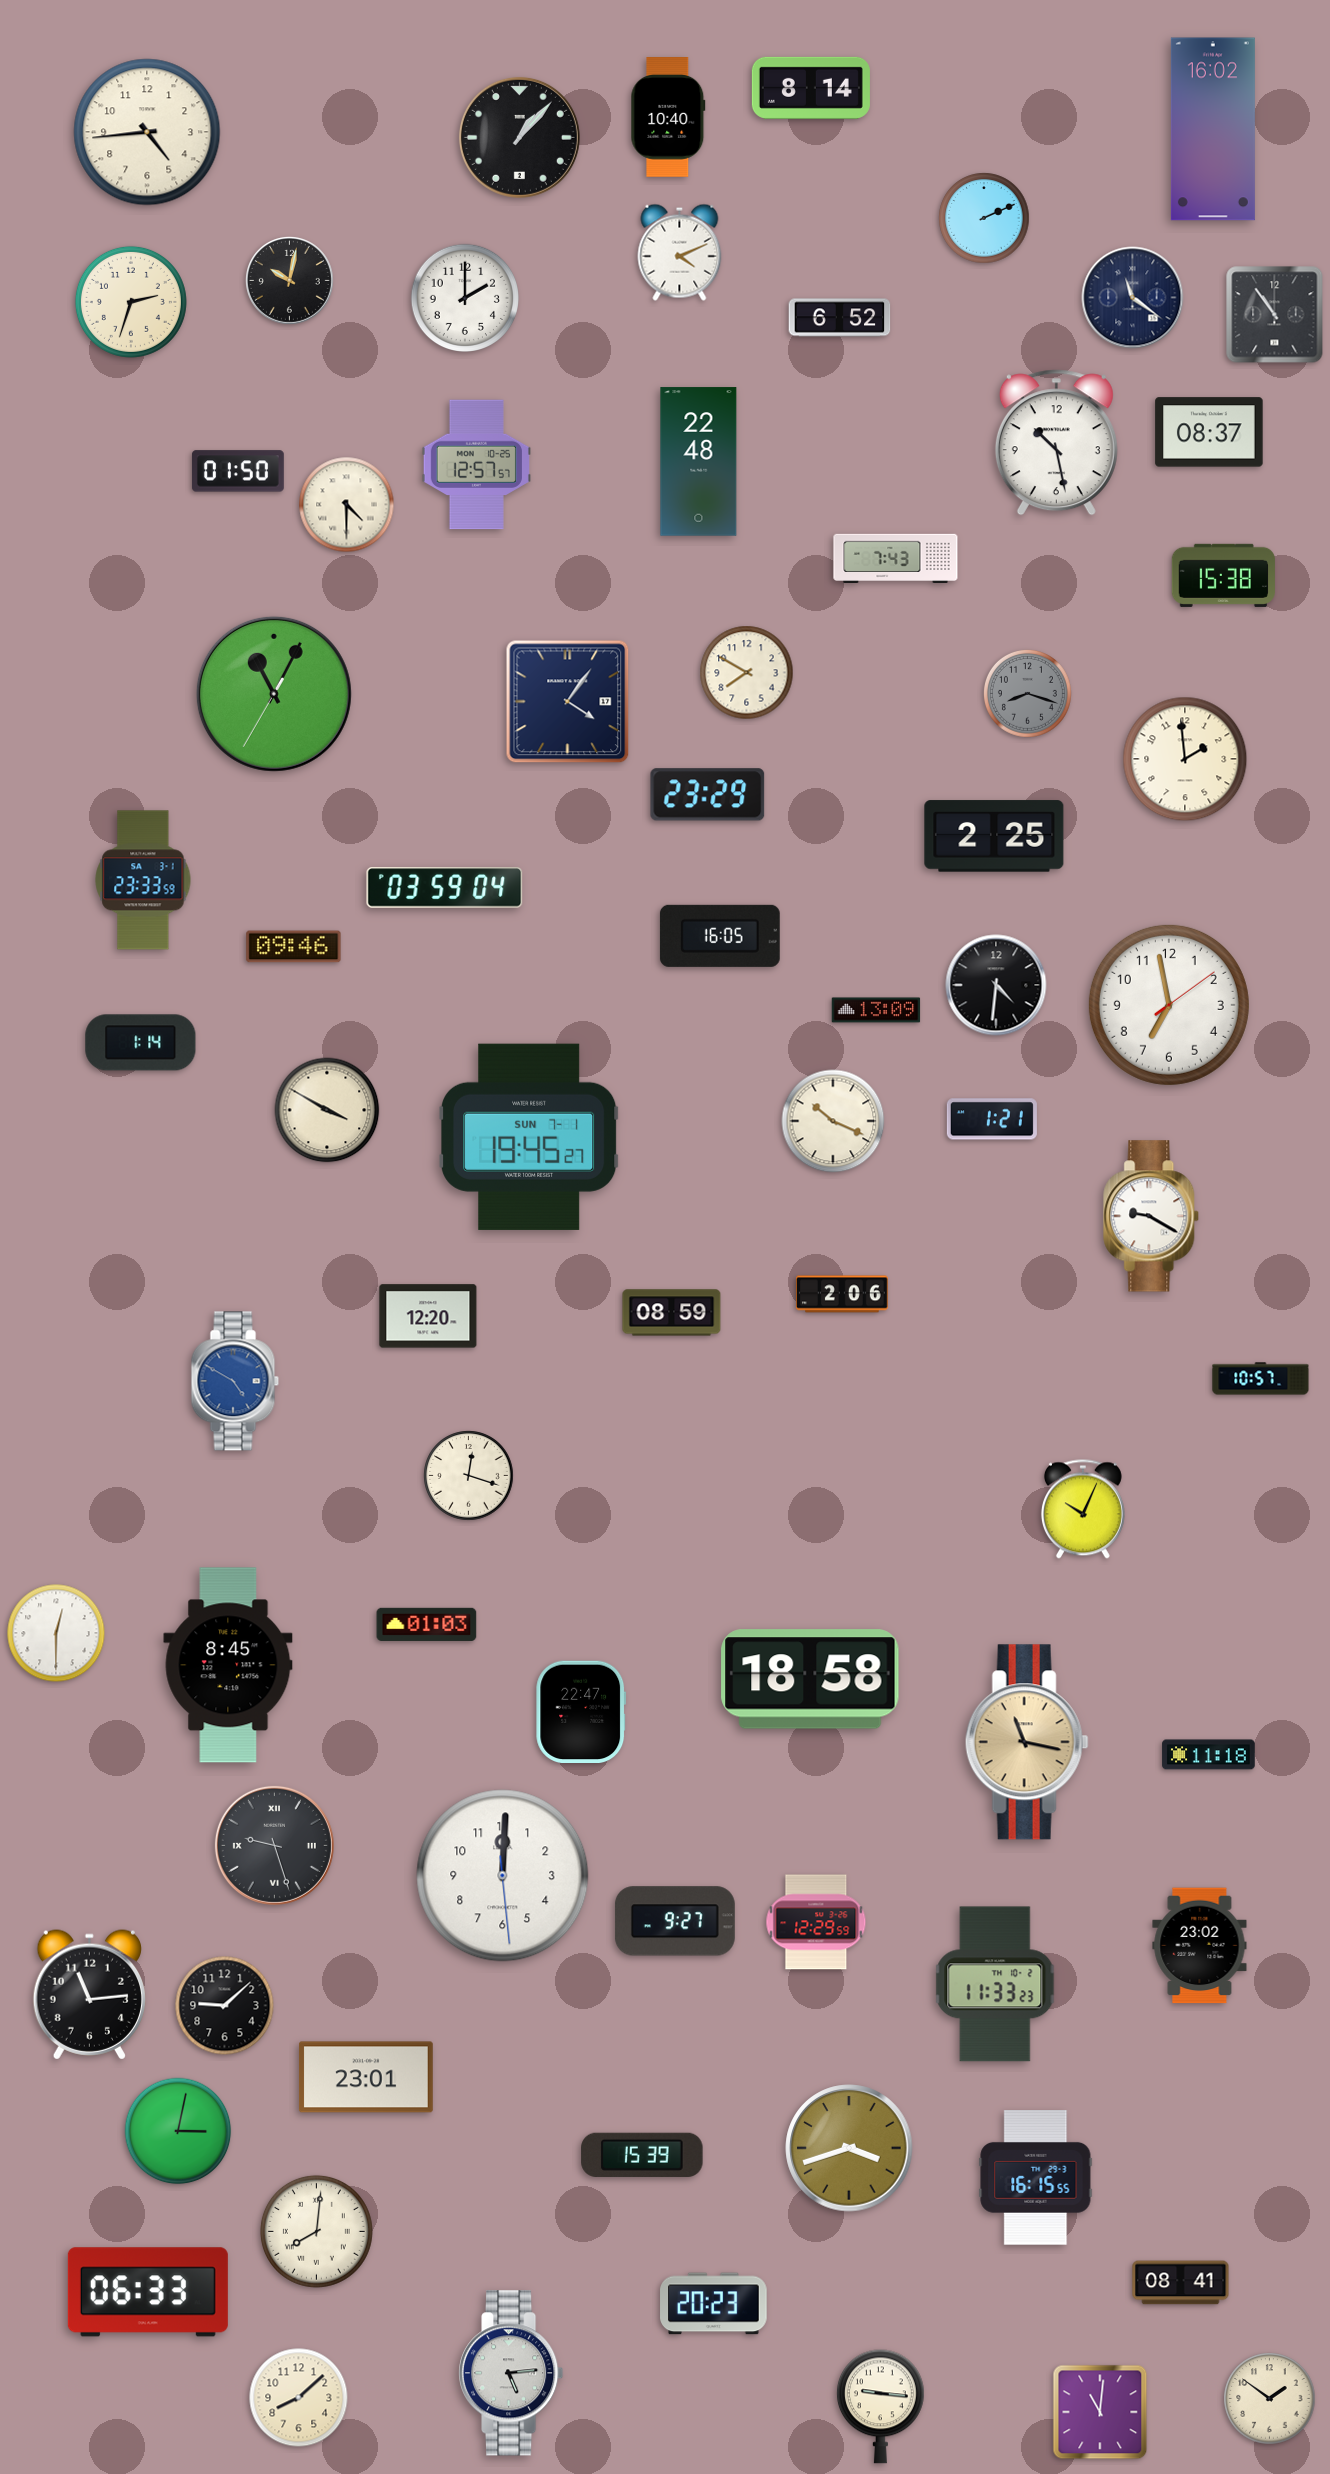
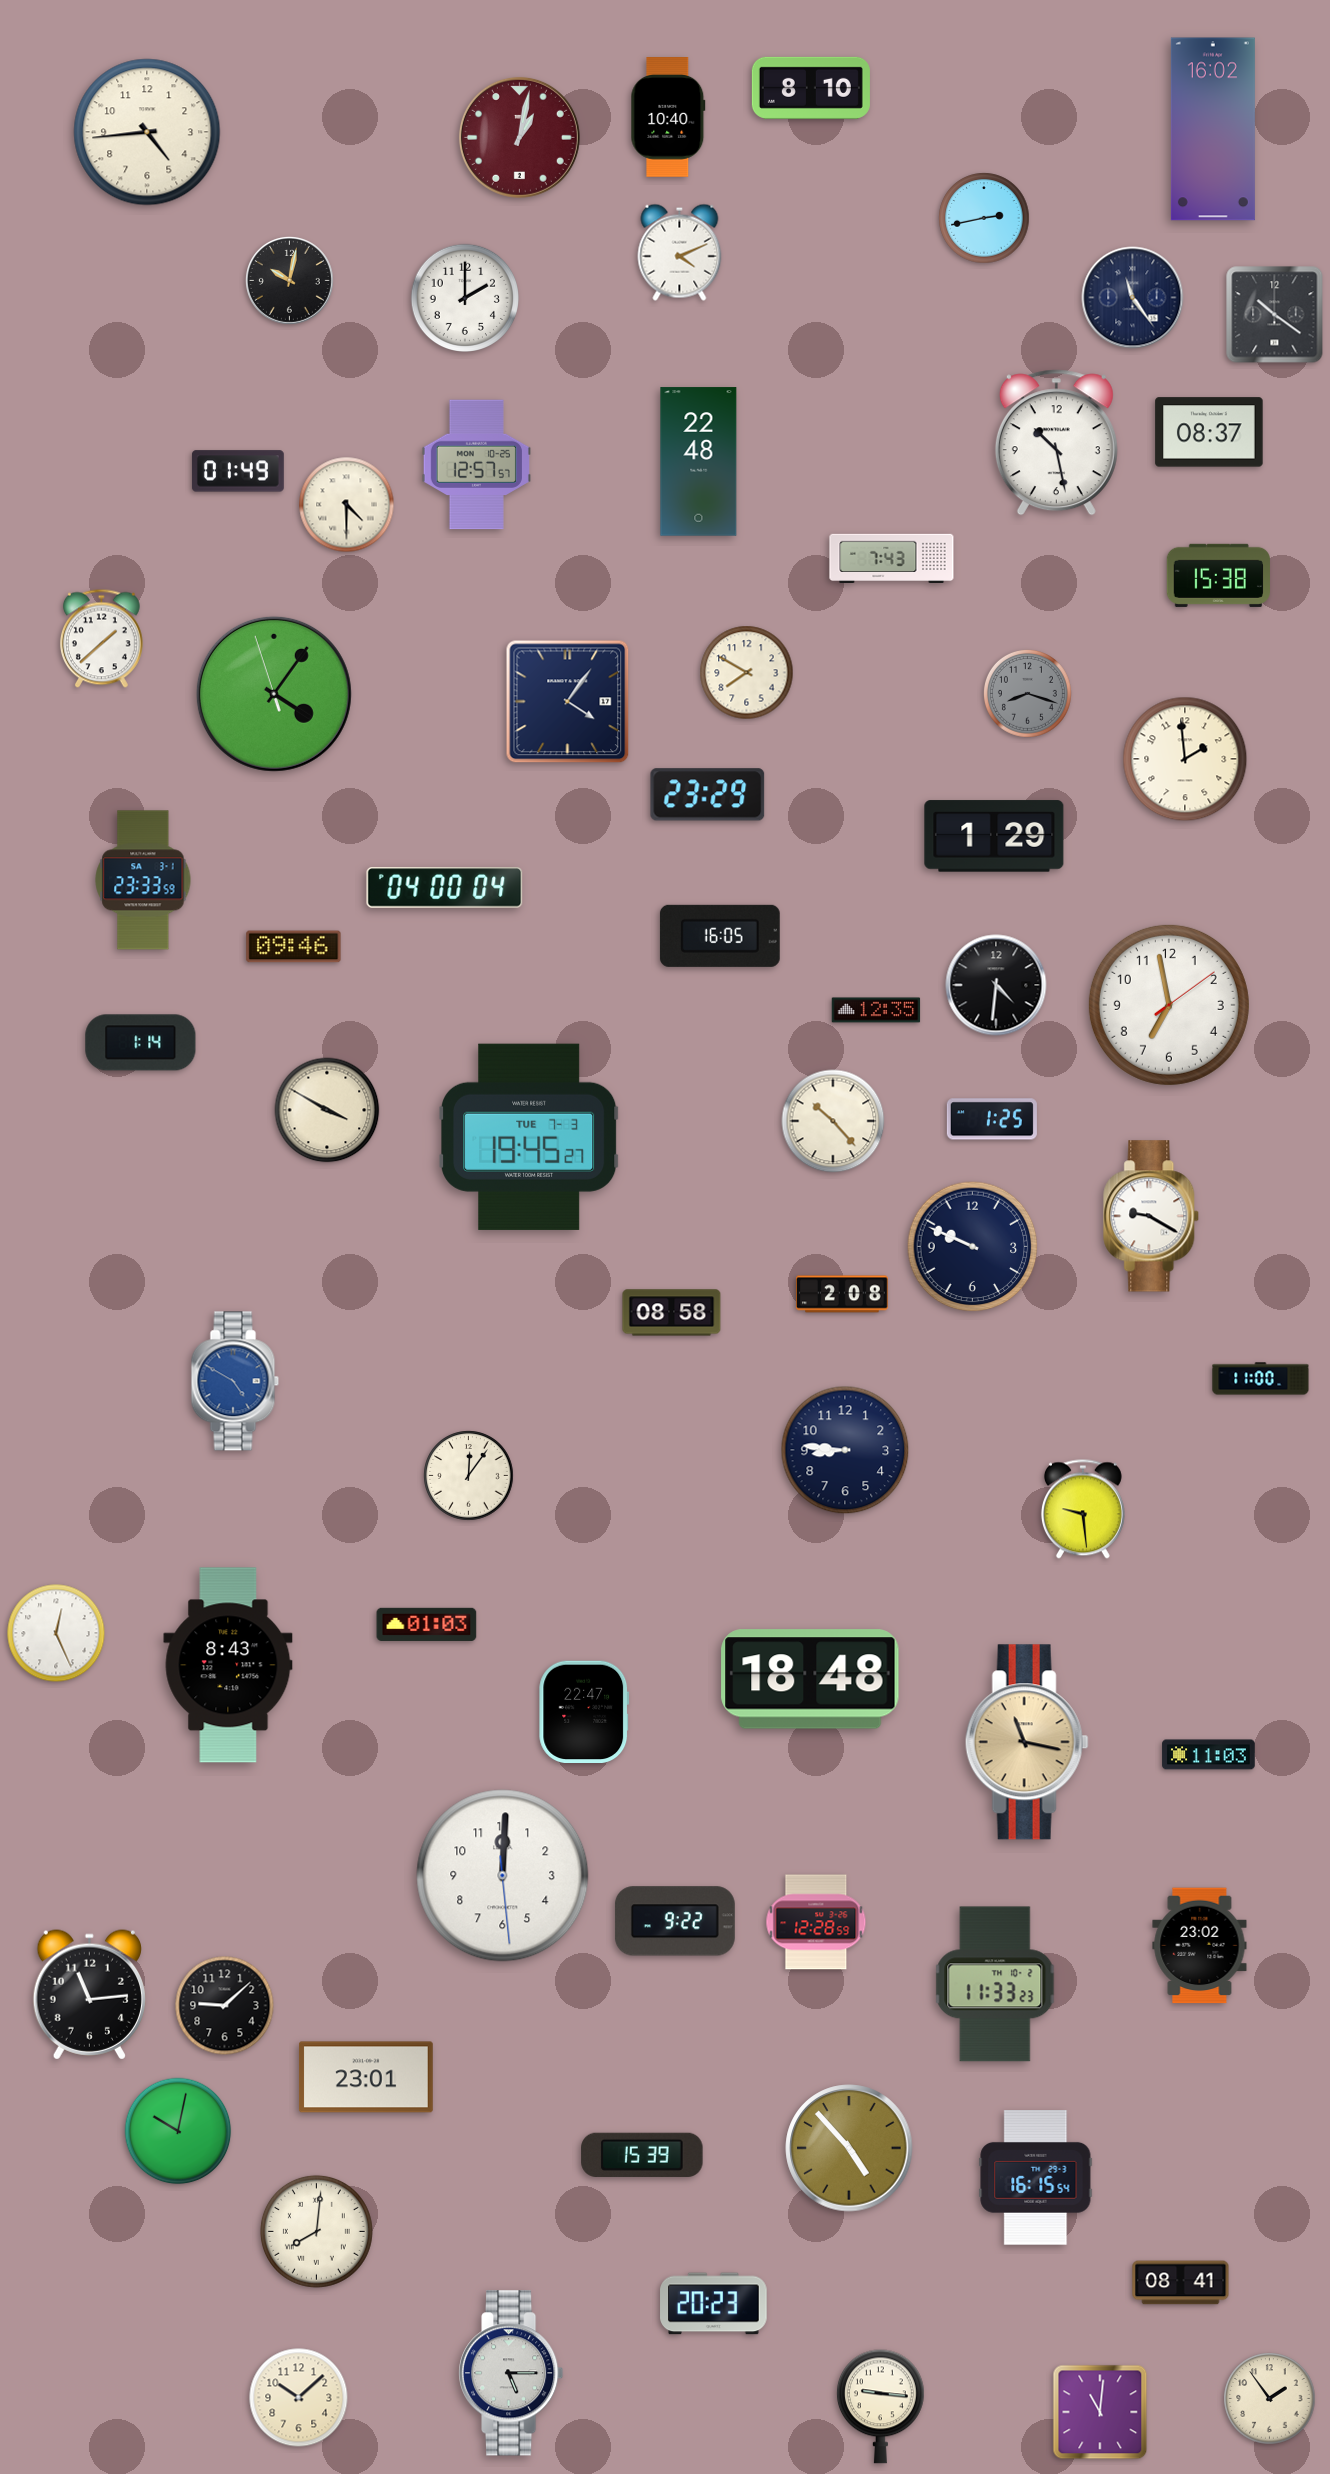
clock at (811, 88): 8:14 -> 8:10
clock at (519, 137): 1:07 -> 1:02
clock at (519, 137) dial: black -> burgundy
clock at (984, 218): 2:11 -> 2:43
clock at (1133, 298): 11:21 -> 11:24
clock at (131, 302): 2:33 -> none
clock at (1275, 315): 10:54 -> 10:21
clock at (840, 318): 6:52 -> none
clock at (238, 471): 01:50 -> 01:49
clock at (896, 558) position: (896, 558) -> (892, 558)
clock at (1223, 575) position: (1223, 575) -> (1218, 575)
clock at (101, 639): none -> 1:38
clock at (274, 694): 11:04 -> 4:05
clock at (994, 836): 2:25 -> 1:29
clock at (445, 888): 03:59 -> 04:00
clock at (876, 1010): 13:09 -> 12:35
clock at (992, 1119): 1:21 -> 1:25
clock at (833, 1121): 10:19 -> 10:23
clock at (530, 1137) date: SUN 7-1 -> TUE 7-3
clock at (973, 1247): none -> 9:49
clock at (843, 1294): 2:06 -> 2:08
clock at (672, 1313): 08:59 -> 08:58
clock at (428, 1316): 12:20 -> none
clock at (1261, 1379): 10:57 -> 11:00
clock at (845, 1450): none -> 8:46
clock at (469, 1476): 12:18 -> 12:06
clock at (1083, 1509): 10:04 -> 9:29
clock at (56, 1633): 12:30 -> 12:26
clock at (228, 1665): 8:45 -> 8:43
clock at (810, 1679): 18:58 -> 18:48
clock at (581, 1711) position: (581, 1711) -> (584, 1711)
clock at (1209, 1755): 11:18 -> 11:03
clock at (274, 1845): 9:27 -> none
clock at (675, 1921): 9:27 -> 9:22
clock at (816, 1922): 12:29 -> 12:28
clock at (178, 2131): 3:02 -> 10:02
clock at (849, 2148): 3:42 -> 4:53
clock at (1036, 2178): 16:15:55 -> 16:15:54
clock at (148, 2292): 06:33 -> none
clock at (512, 2373): 5:14 -> 5:15
clock at (299, 2398): 8:08 -> 10:08
clock at (1270, 2399): 1:51 -> 1:54
